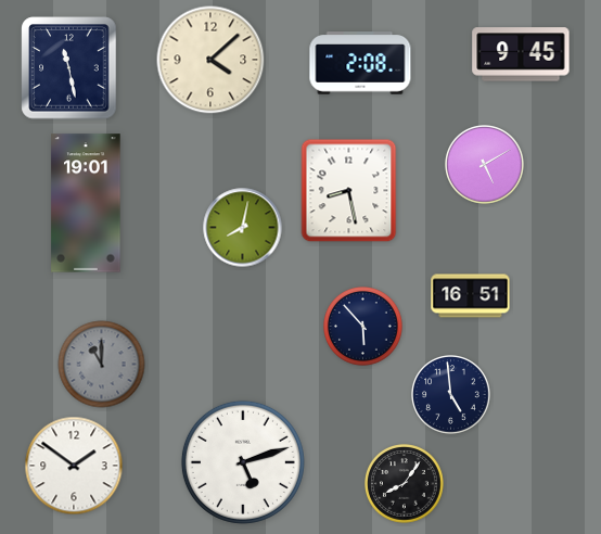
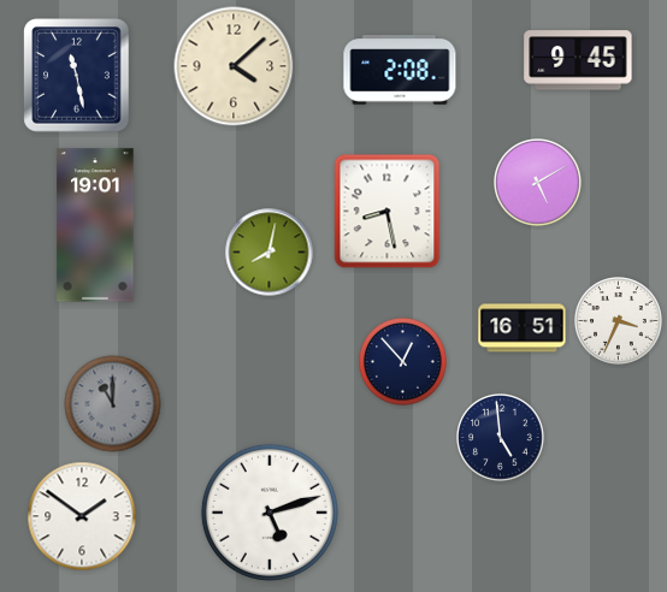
clock at (619, 321): none -> 3:34
clock at (363, 327): 5:53 -> 12:53
clock at (405, 484): 8:06 -> none
